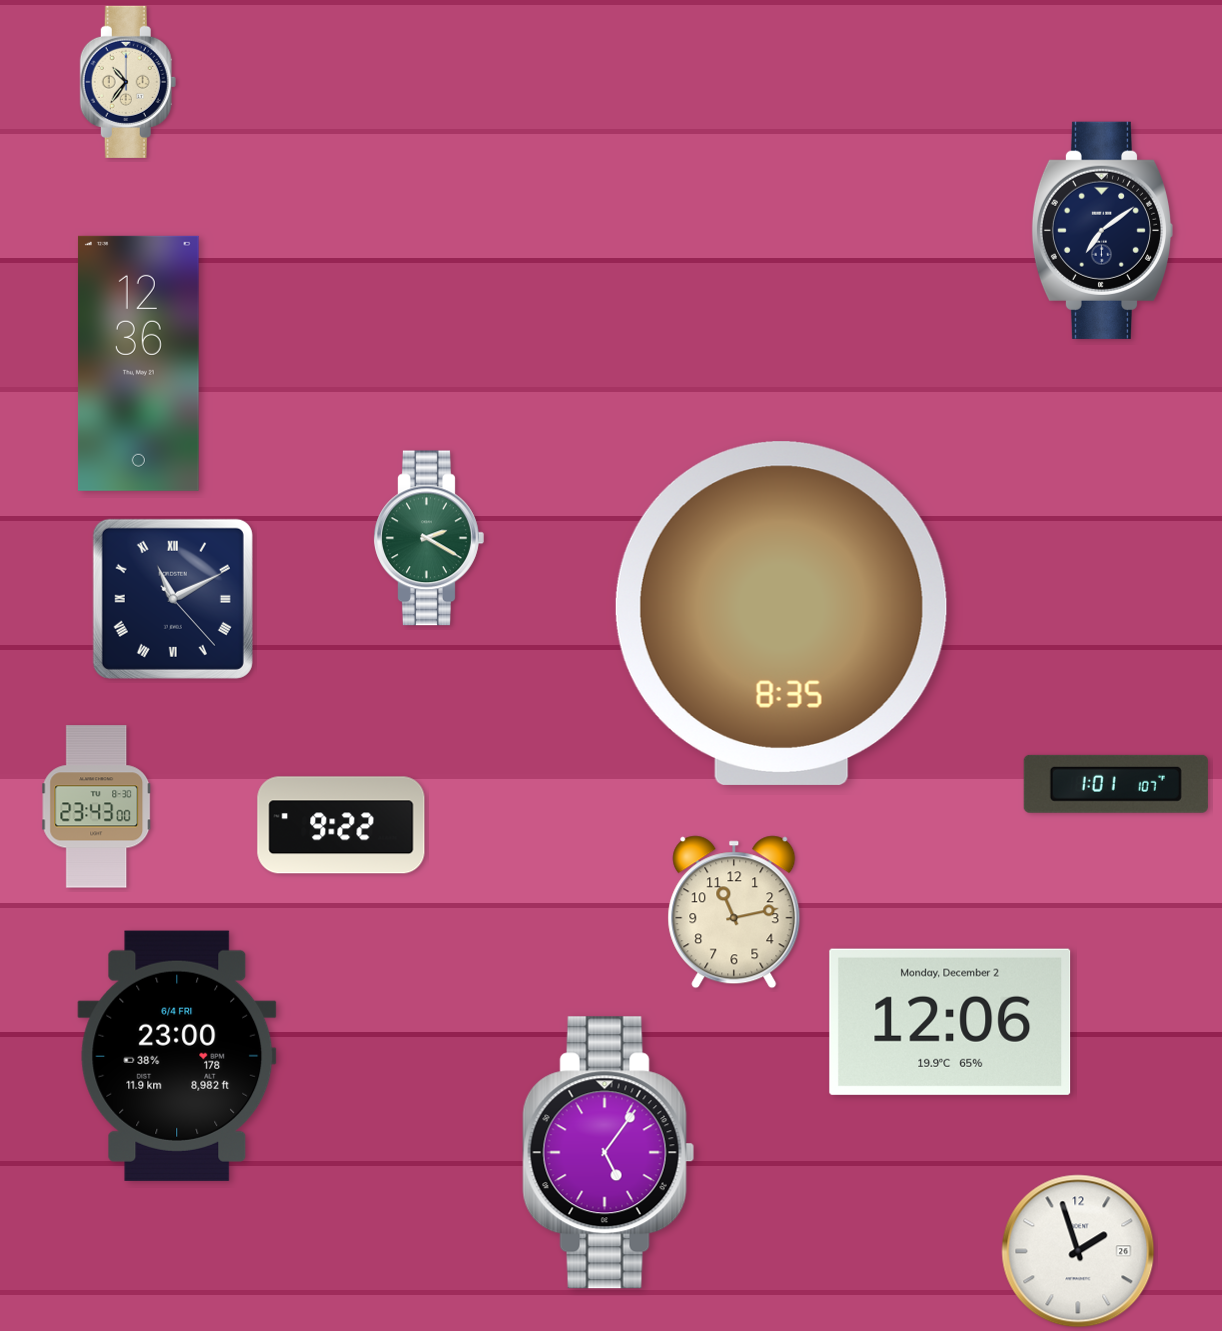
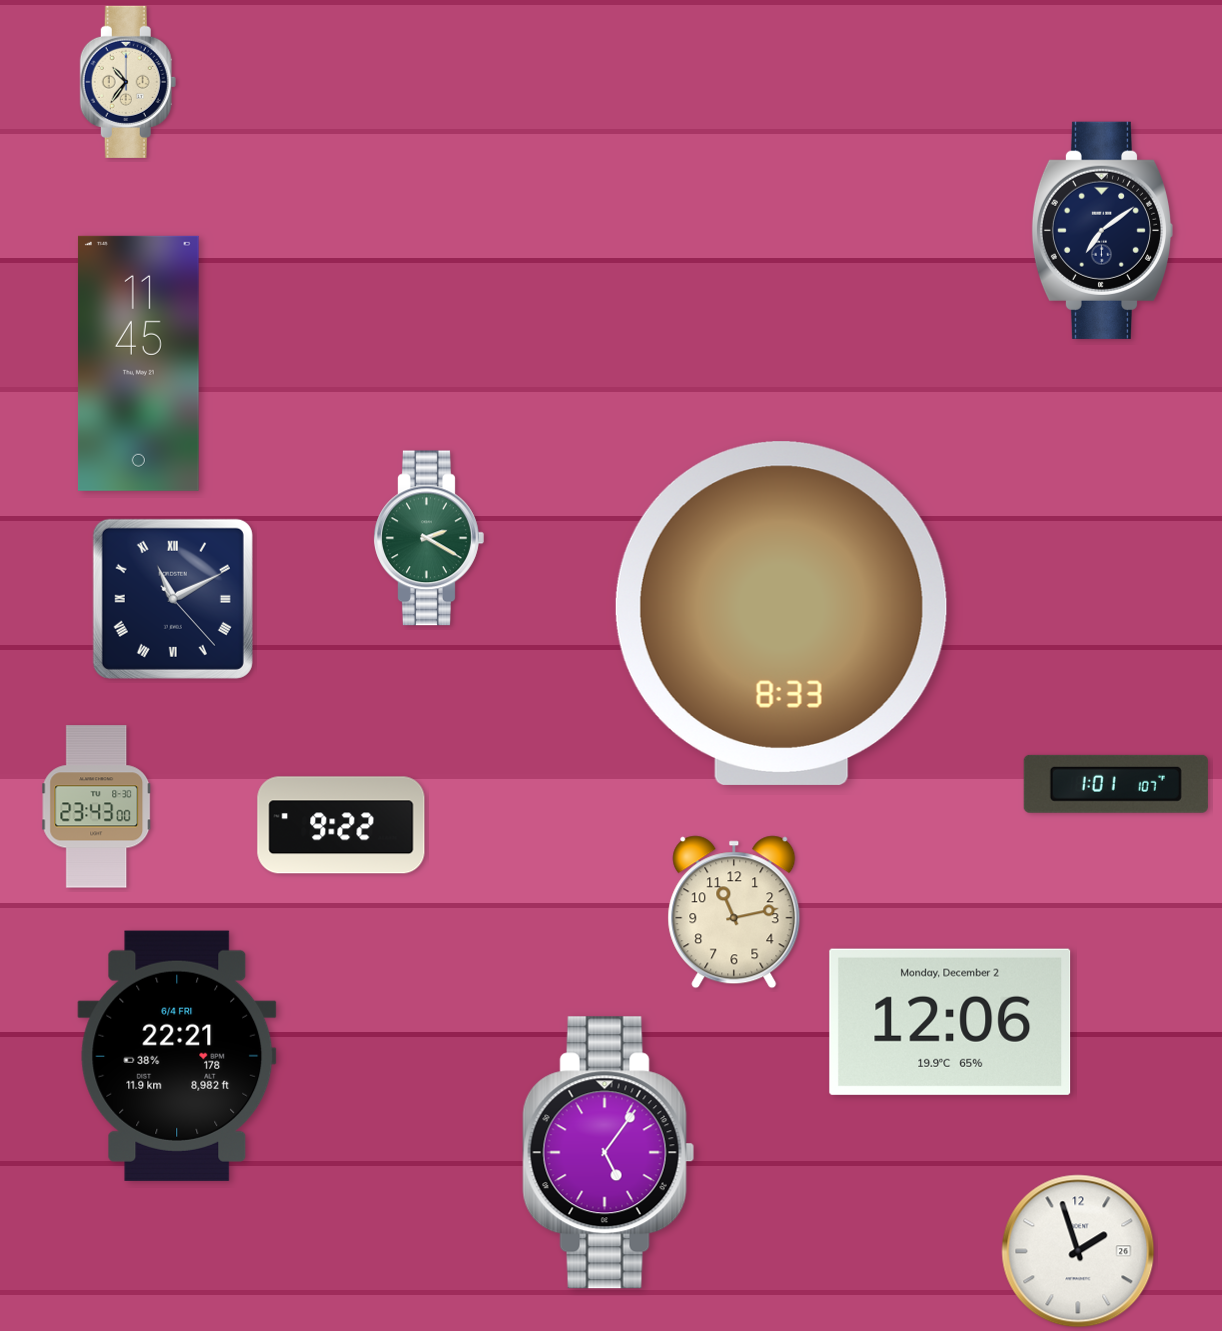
clock at (138, 363): 12:36 -> 11:45
clock at (781, 613): 8:35 -> 8:33
clock at (177, 1056): 23:00 -> 22:21
